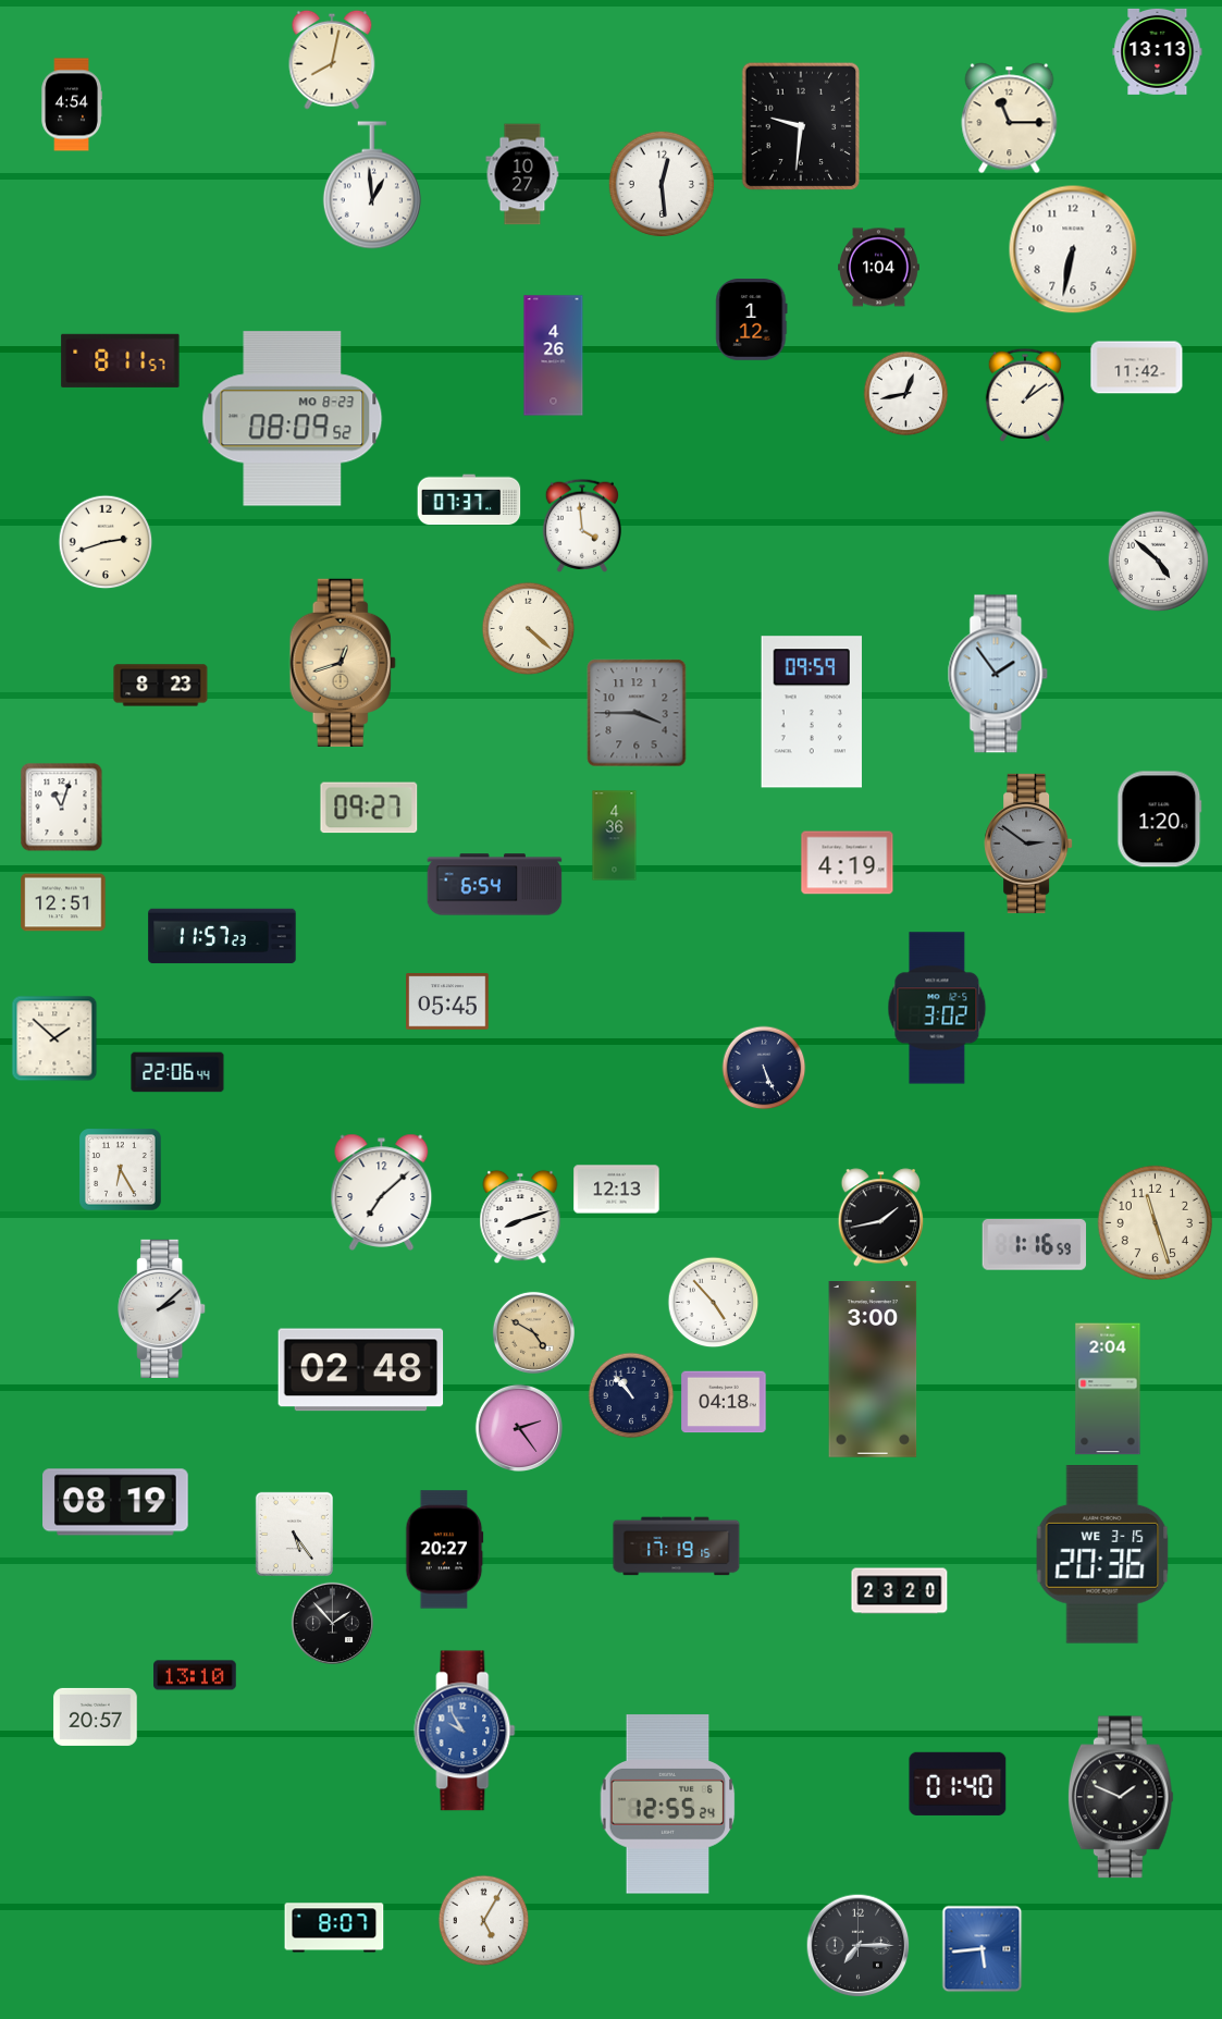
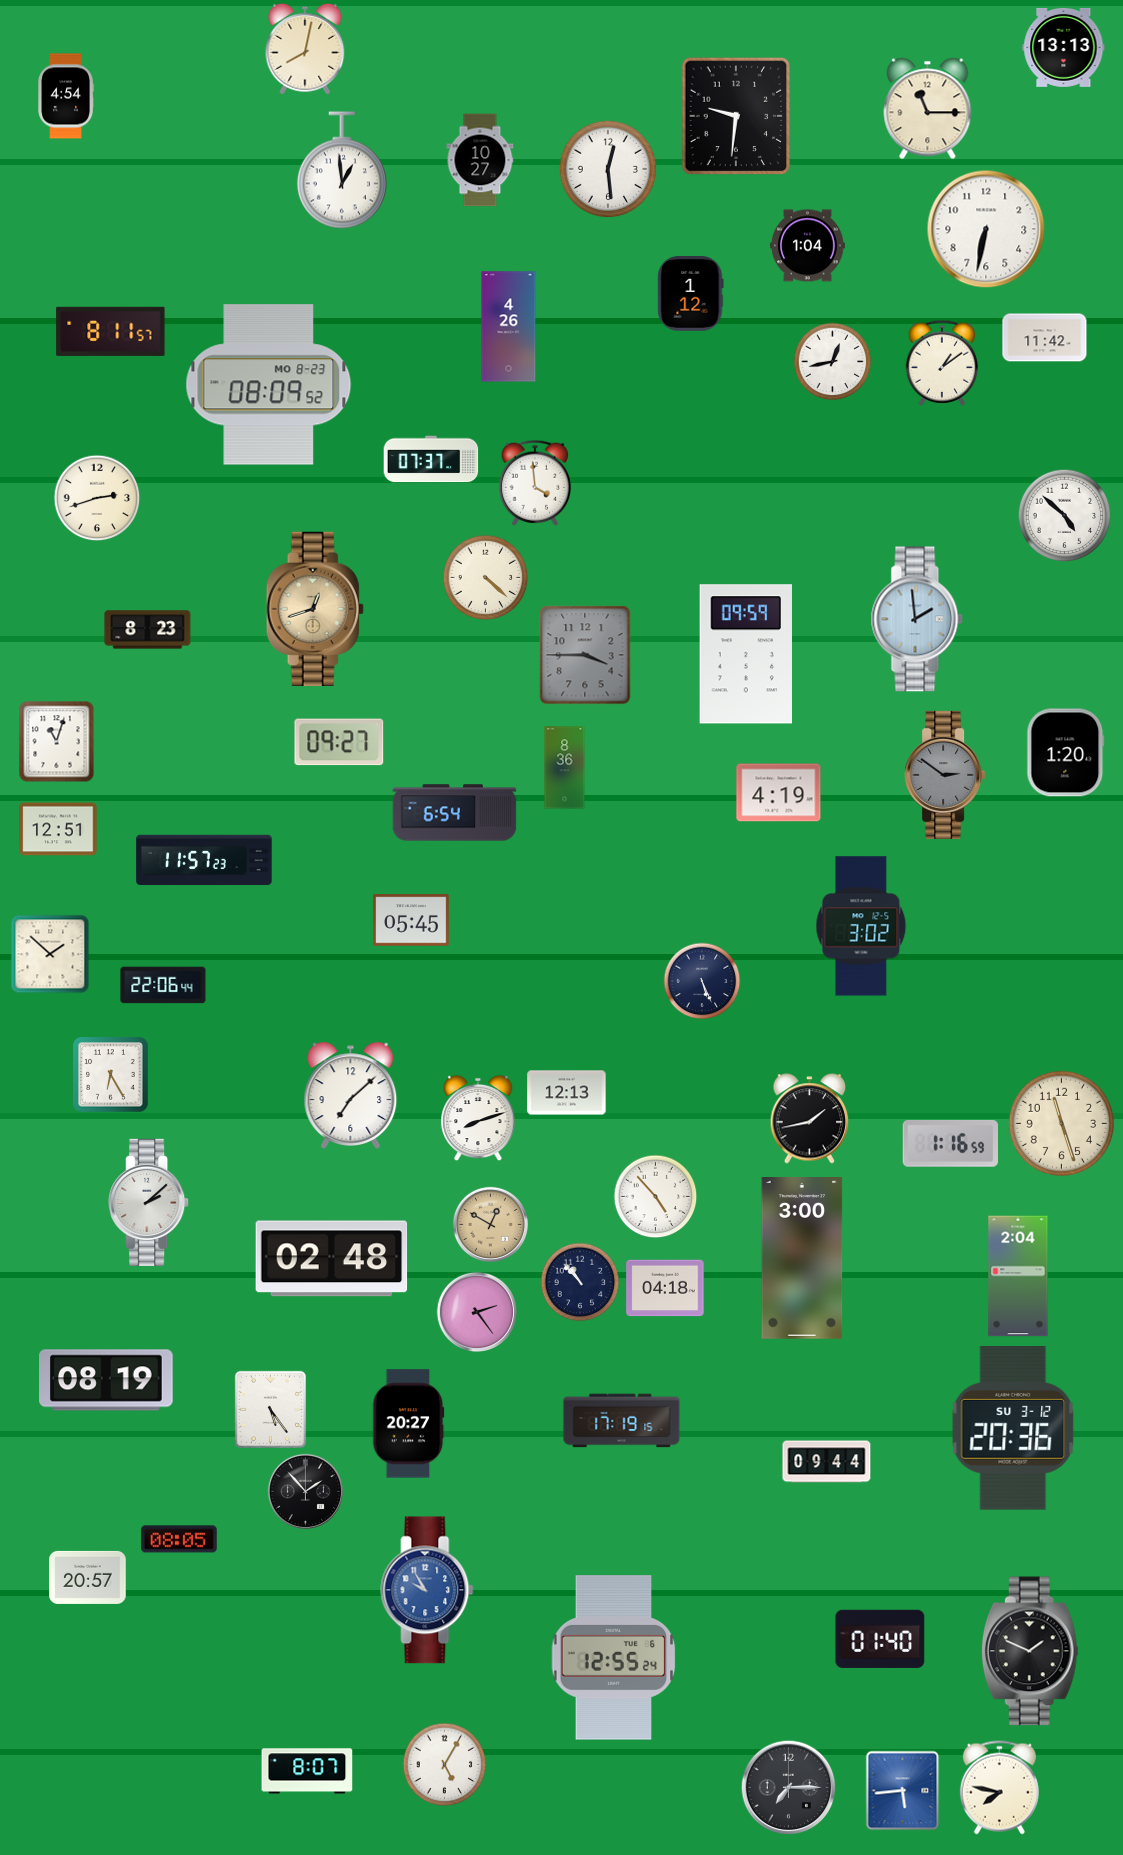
clock at (332, 60) position: (332, 60) -> (305, 49)
clock at (998, 674): 1:54 -> 1:59
clock at (615, 836): 4:36 -> 8:36
clock at (533, 1332): 4:50 -> 12:50
clock at (1102, 1554) date: WE 3-15 -> SU 3-12
clock at (900, 1591): 23:20 -> 09:44
clock at (195, 1675): 13:10 -> 08:05
clock at (999, 1788): none -> 7:47
